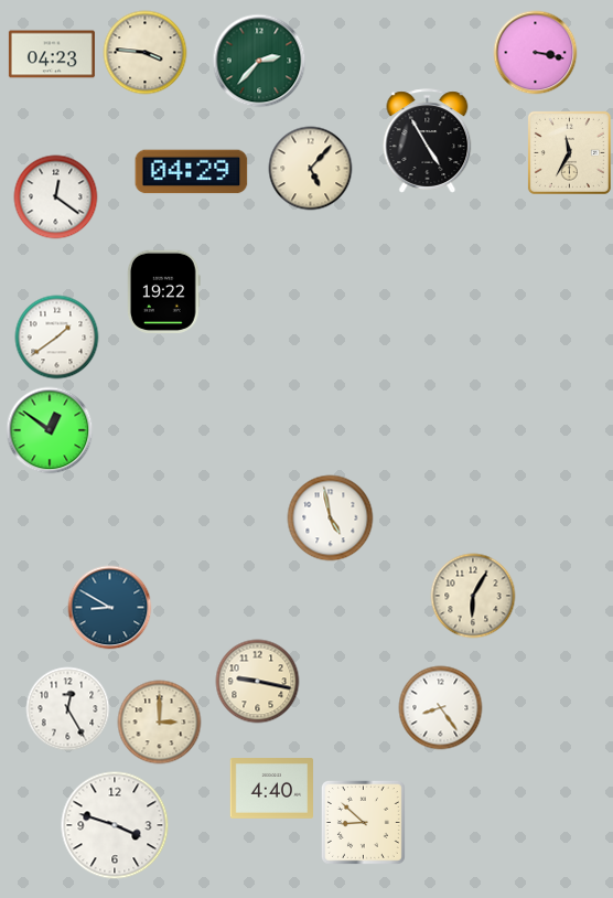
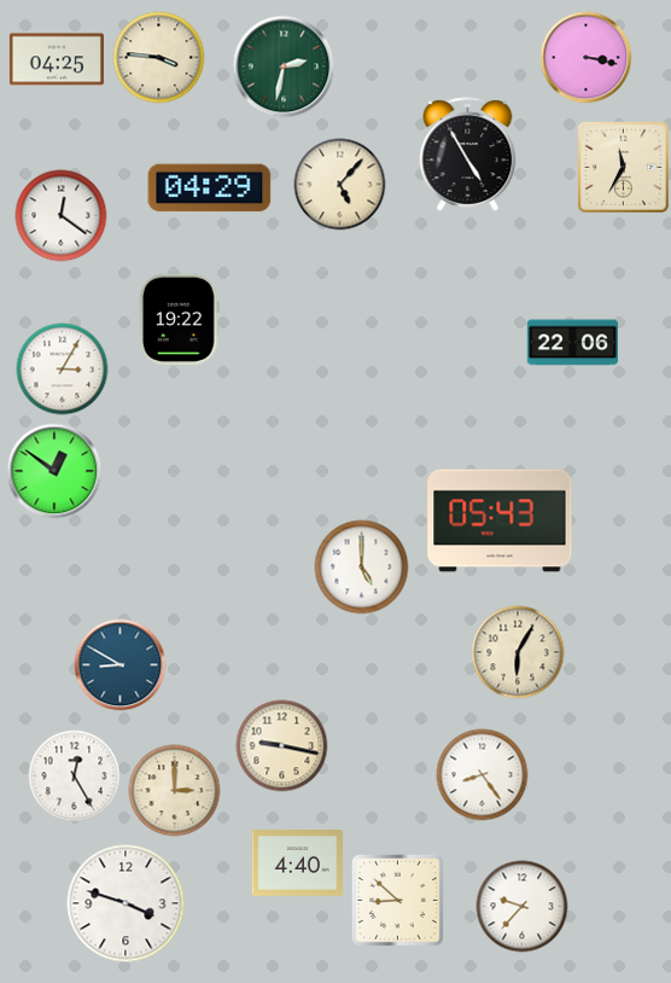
clock at (52, 54): 04:23 -> 04:25
clock at (259, 61): 2:37 -> 2:32
clock at (573, 343): none -> 22:06
clock at (57, 338): 1:39 -> 3:05
clock at (500, 520): none -> 05:43
clock at (331, 519): 4:58 -> 5:00
clock at (523, 907): none -> 9:37
